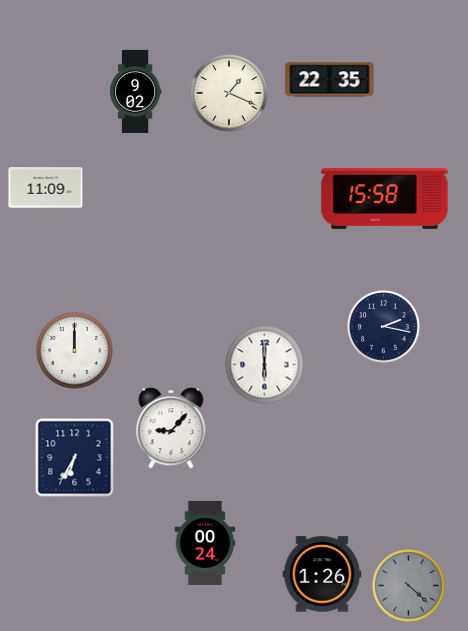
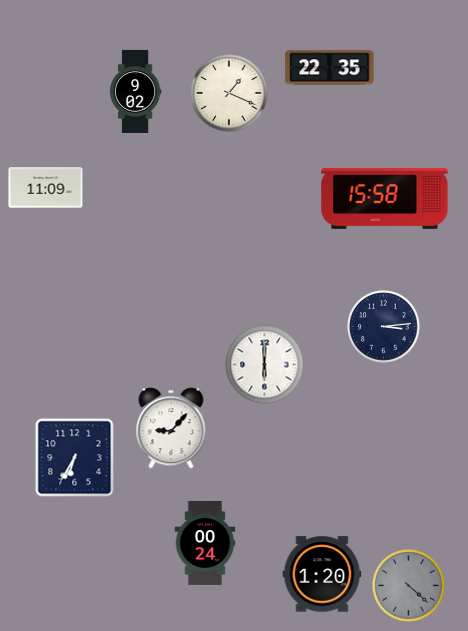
clock at (330, 80) position: (330, 80) -> (330, 68)
clock at (384, 327): 2:17 -> 3:14
clock at (75, 351): 12:00 -> none
clock at (322, 574): 1:26 -> 1:20
